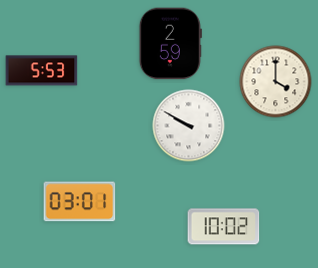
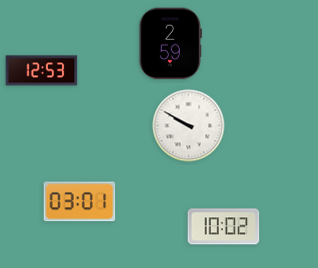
clock at (42, 71): 5:53 -> 12:53
clock at (276, 82): 4:00 -> none
